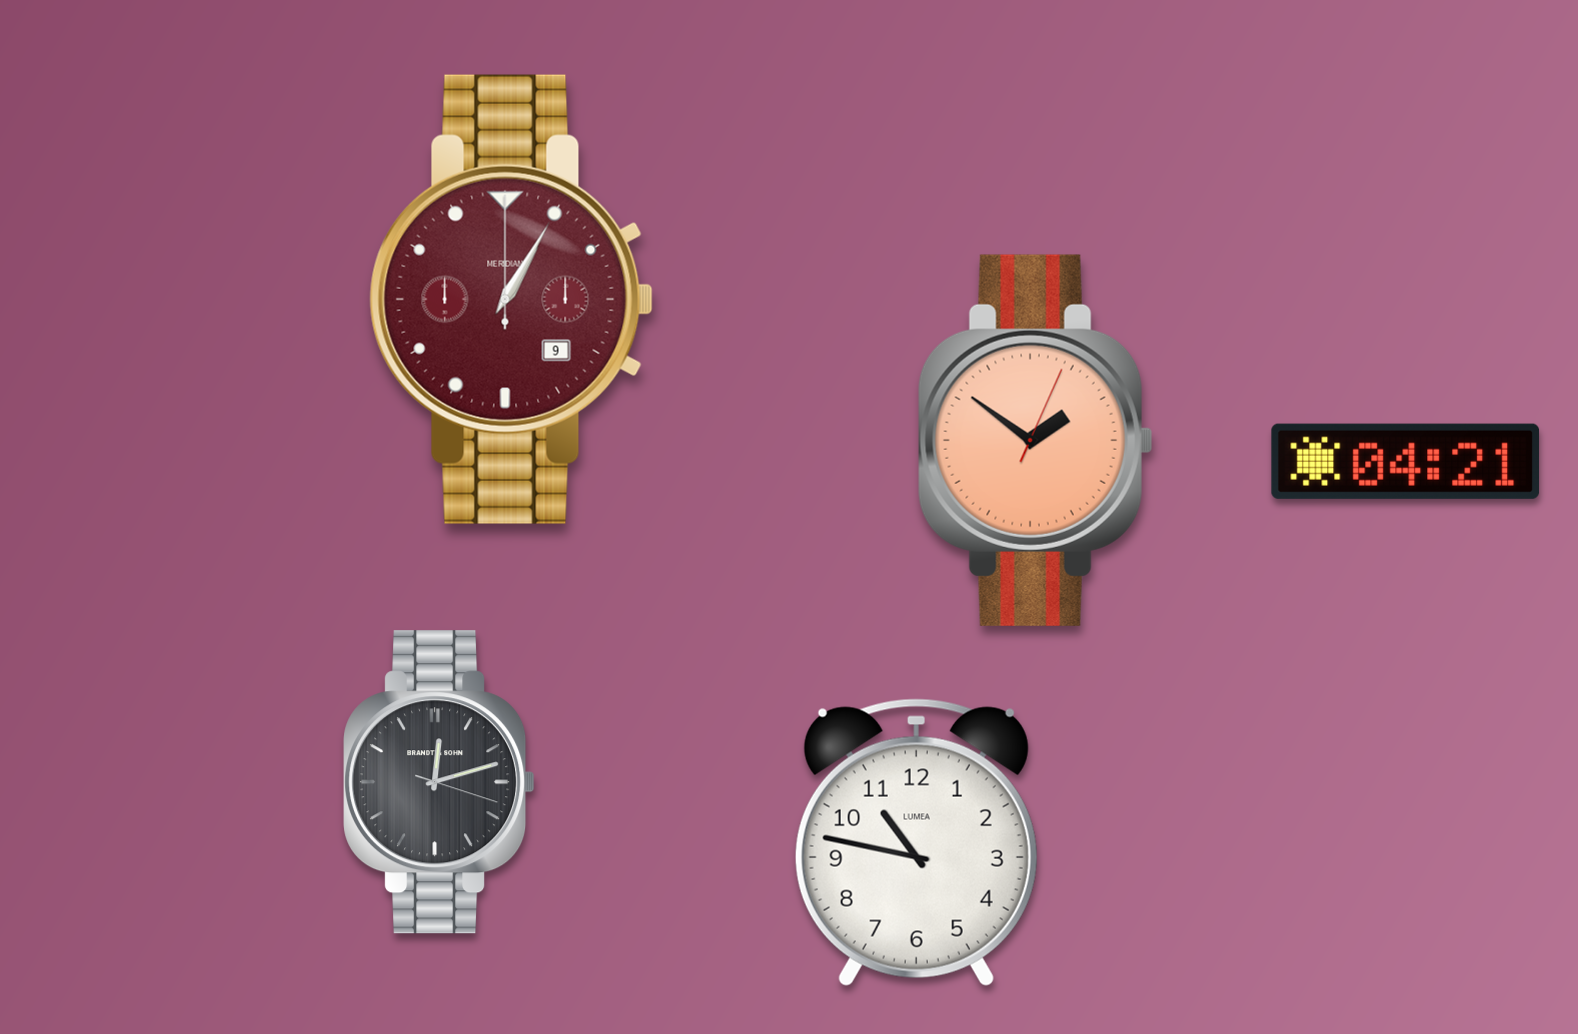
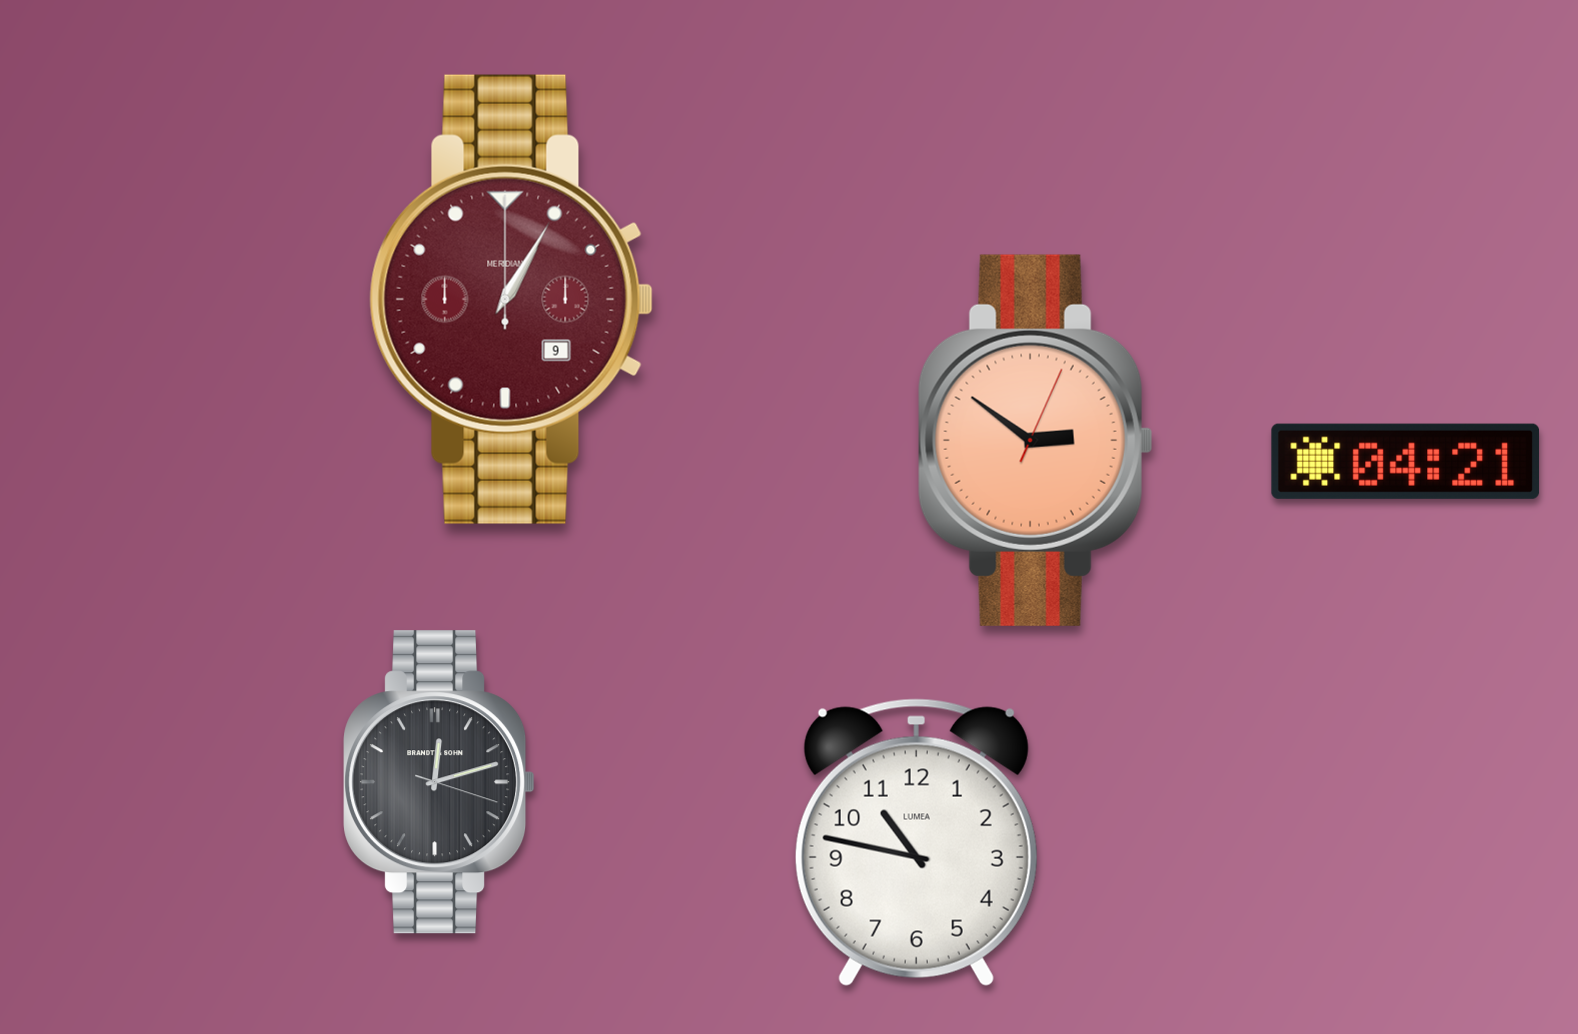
clock at (1035, 440): 1:51 -> 2:51
